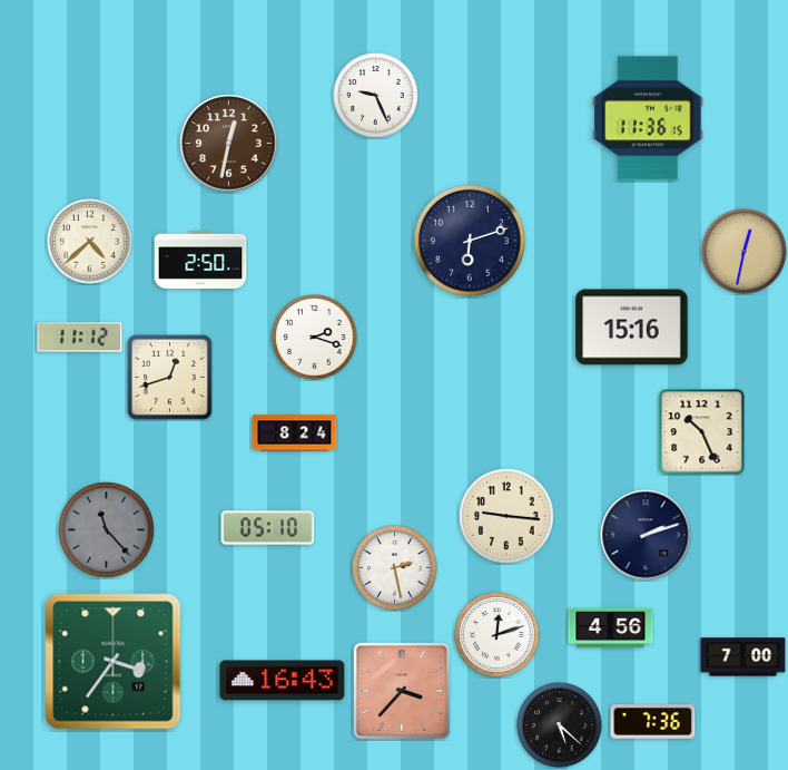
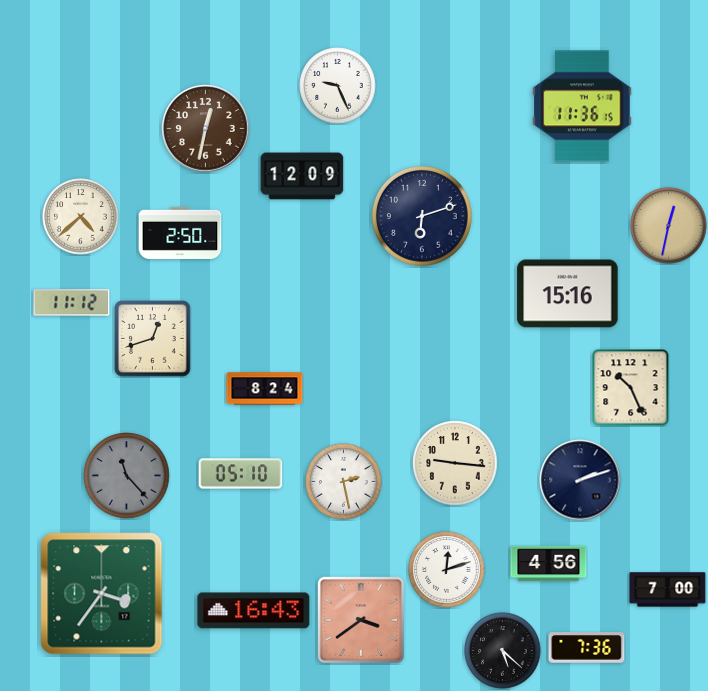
clock at (302, 176): none -> 12:09
clock at (315, 338): 2:18 -> none
clock at (107, 530) position: (107, 530) -> (127, 476)
clock at (395, 568) position: (395, 568) -> (344, 482)
clock at (402, 691): 3:37 -> 3:39
